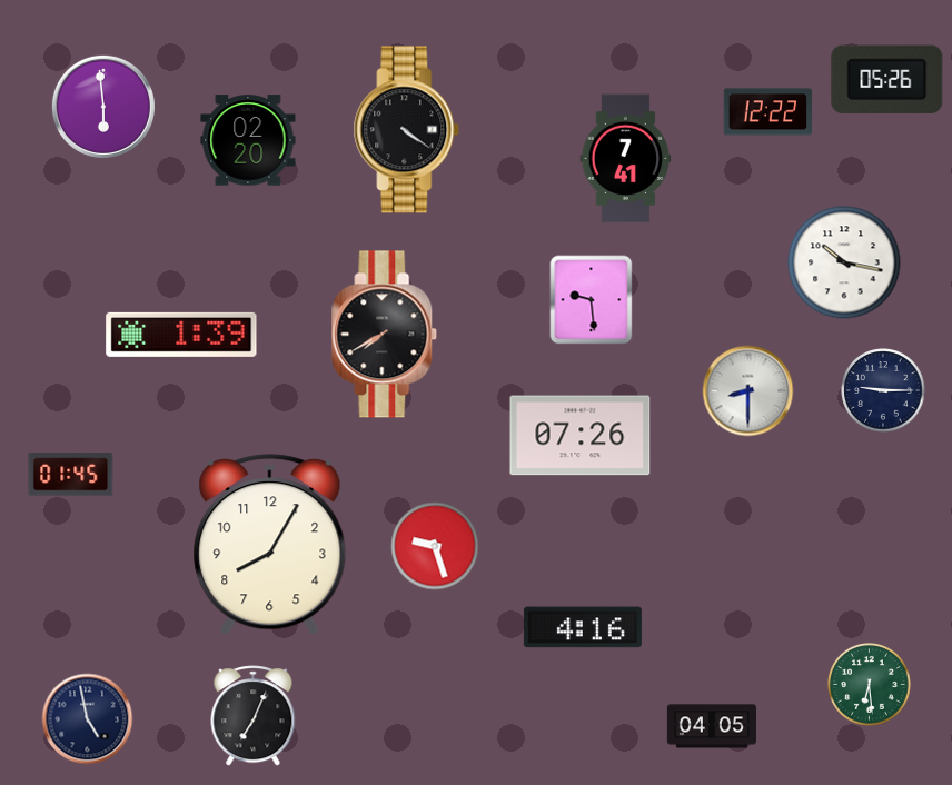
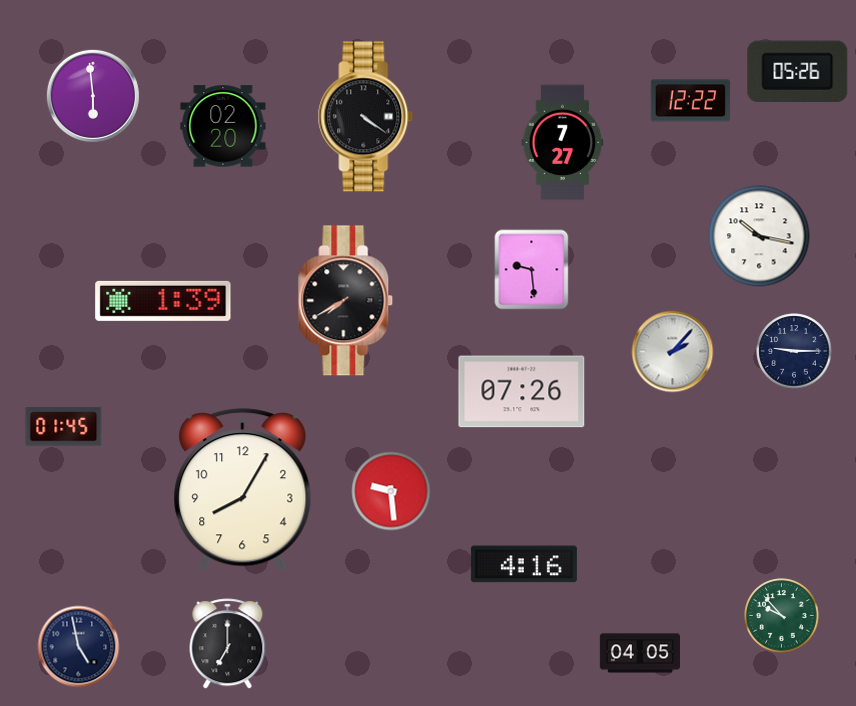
clock at (626, 159): 7:41 -> 7:27
clock at (748, 391): 8:30 -> 2:07
clock at (435, 546): 9:27 -> 9:29
clock at (870, 685): 6:29 -> 9:53
clock at (254, 716): 7:04 -> 7:00
